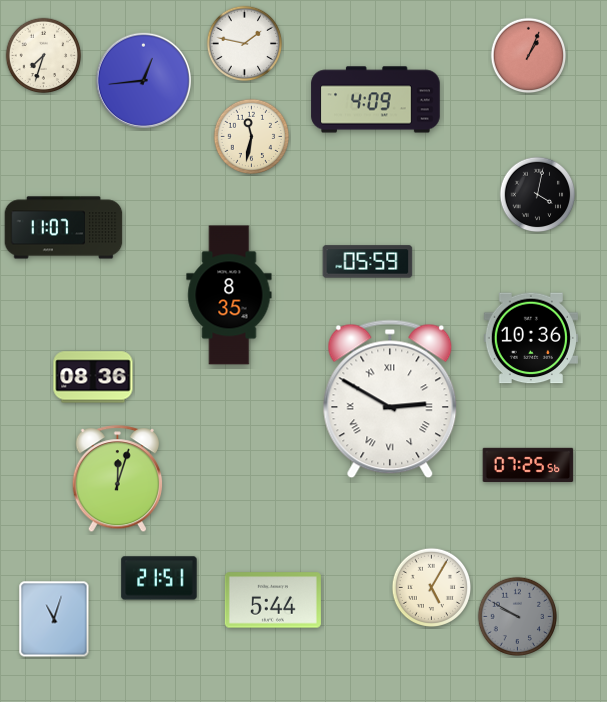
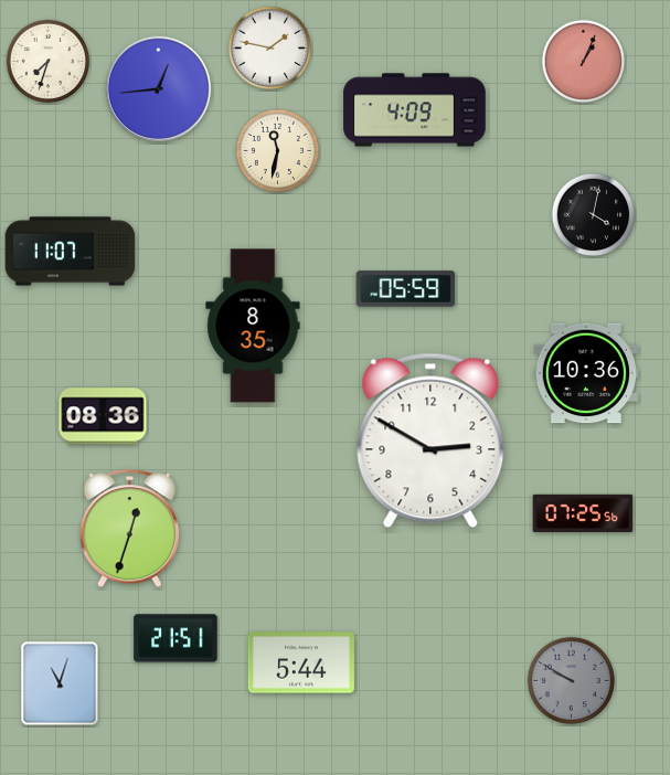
clock at (390, 399) numerals: Roman -> Arabic
clock at (117, 479): 12:03 -> 12:33
clock at (431, 587): 5:05 -> none
